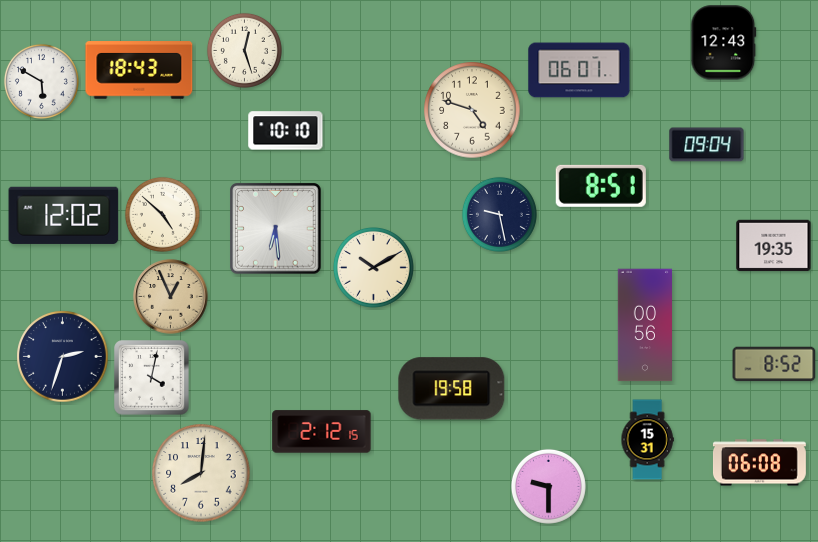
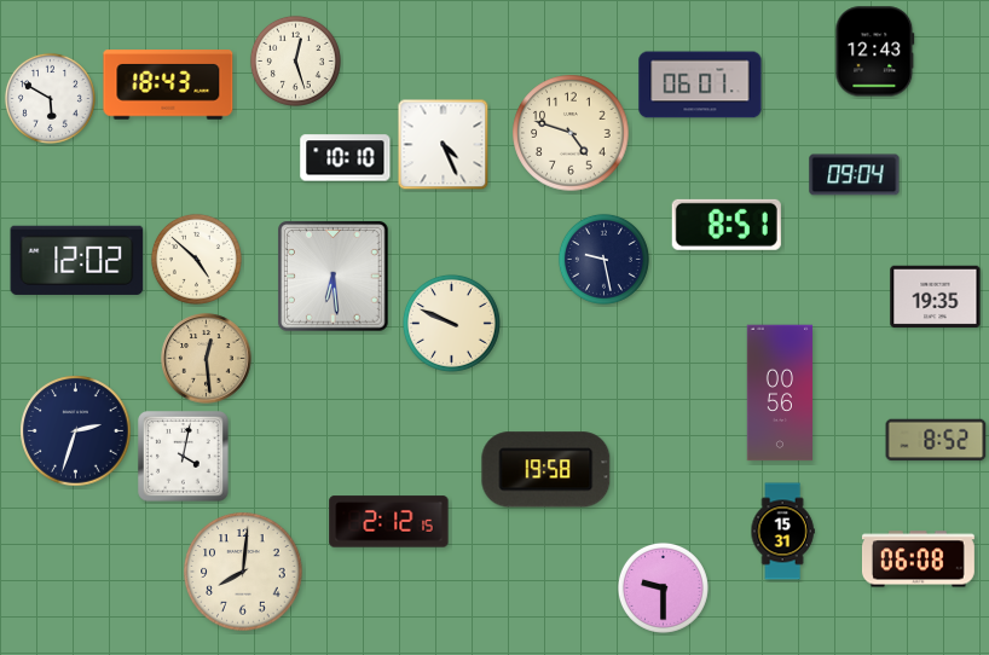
clock at (444, 145): none -> 4:26
clock at (374, 268): 10:10 -> 9:49
clock at (171, 297): 12:56 -> 12:29
